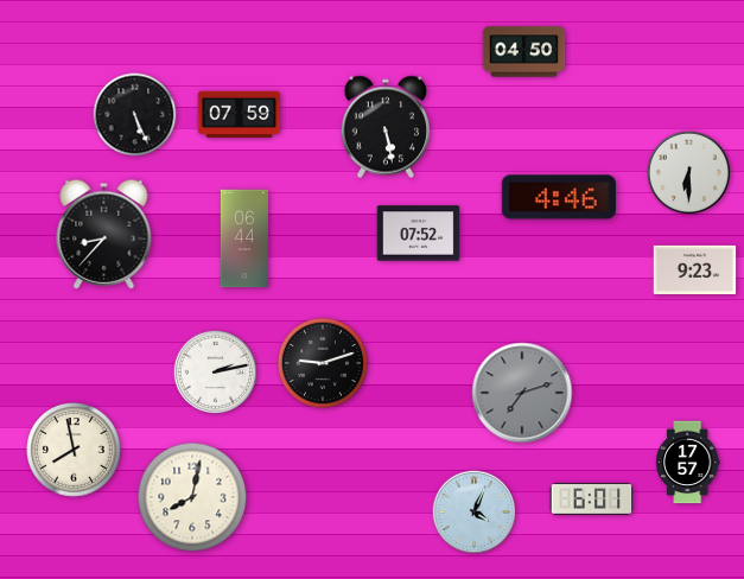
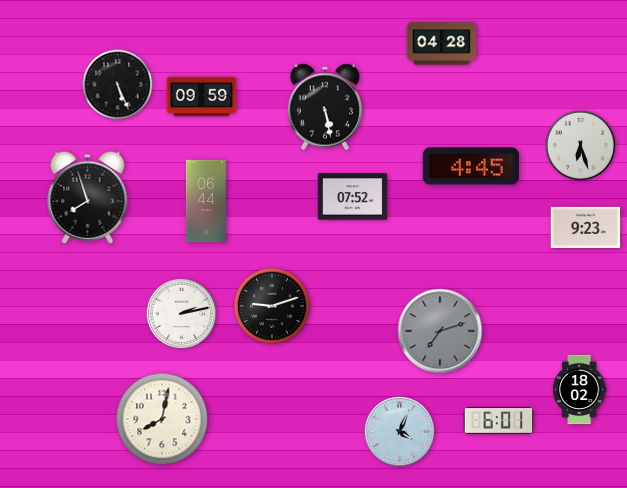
clock at (524, 52): 04:50 -> 04:28
clock at (135, 115) position: (135, 115) -> (118, 85)
clock at (240, 115): 07:59 -> 09:59
clock at (689, 173): 6:30 -> 6:27
clock at (559, 197): 4:46 -> 4:45
clock at (104, 234): 8:37 -> 7:57
clock at (74, 450): 7:58 -> none
clock at (687, 463): 17:57 -> 18:02
